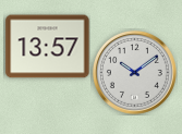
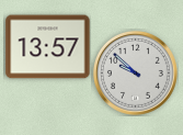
clock at (134, 72): 10:09 -> 9:52
